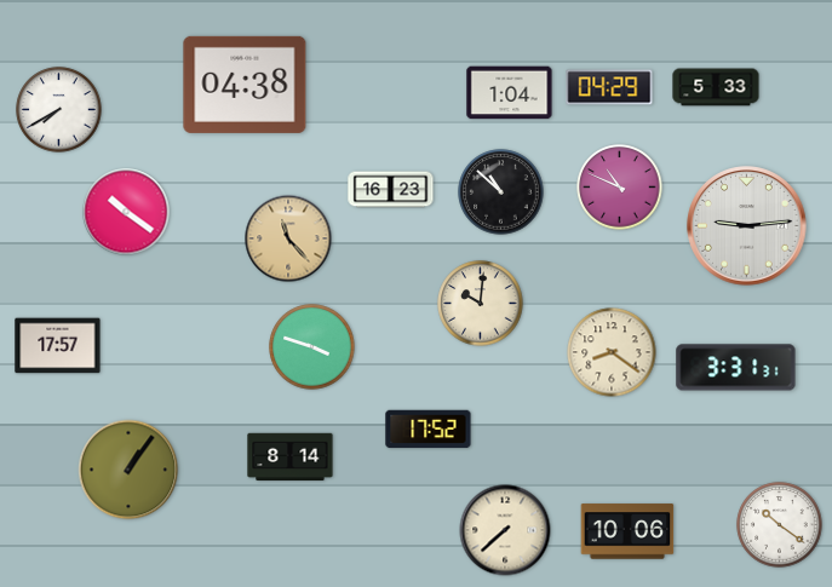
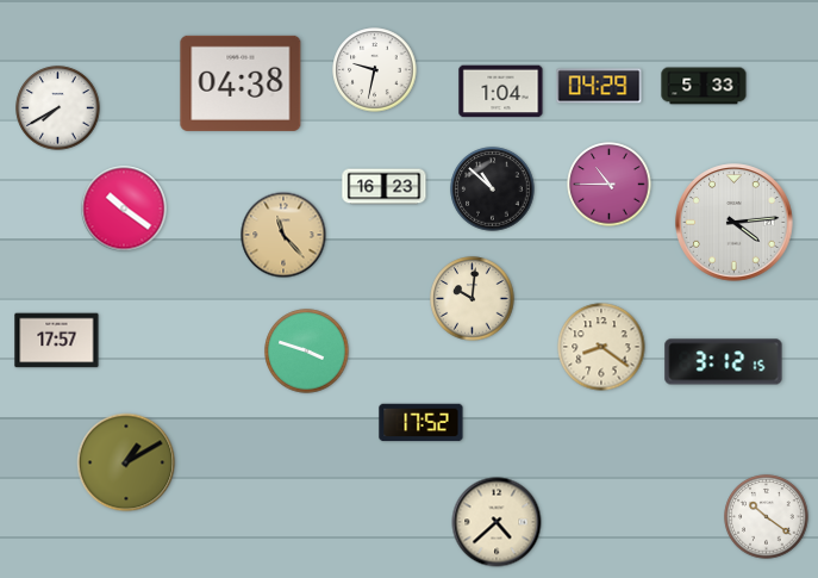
clock at (375, 70): none -> 9:32
clock at (620, 188): 10:49 -> 10:45
clock at (747, 226): 9:14 -> 4:14
clock at (312, 347) position: (312, 347) -> (307, 352)
clock at (736, 368): 3:31 -> 3:12
clock at (291, 457): 8:14 -> none
clock at (128, 470): 1:06 -> 1:10
clock at (505, 530): 7:38 -> 4:38
clock at (627, 531): 10:06 -> none
